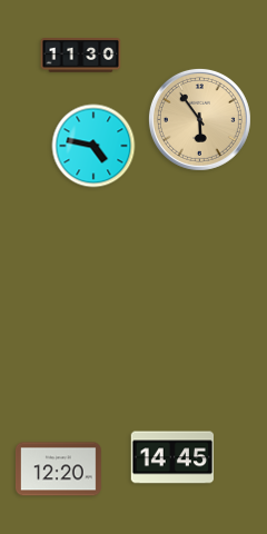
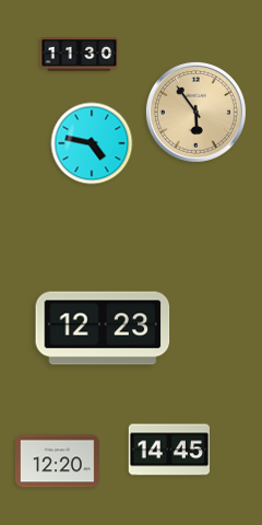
clock at (199, 119) position: (199, 119) -> (195, 112)
clock at (103, 328): none -> 12:23
